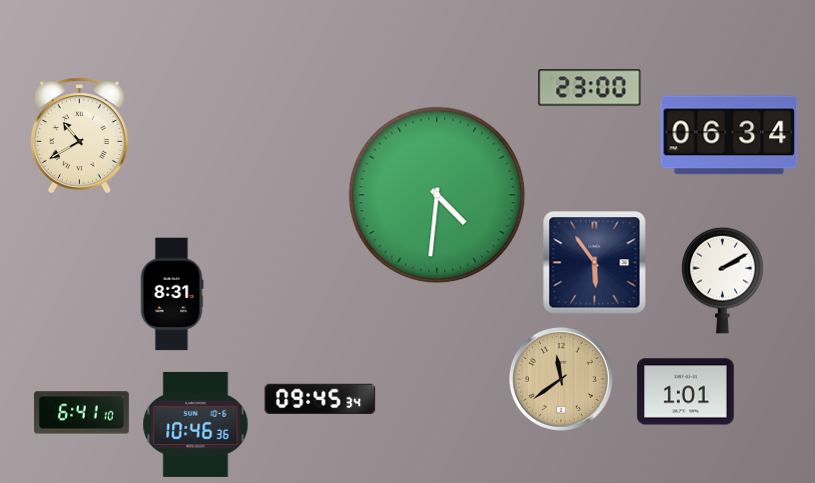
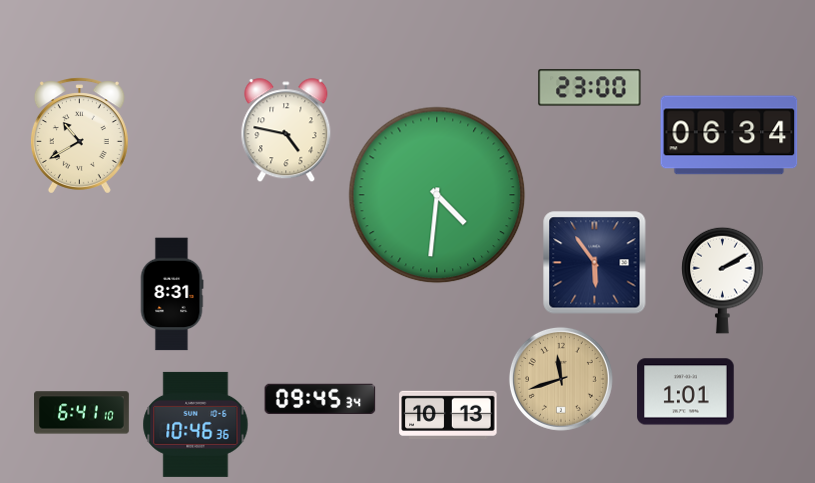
clock at (286, 131): none -> 4:47
clock at (561, 379): 11:39 -> 11:42
clock at (448, 414): none -> 10:13
